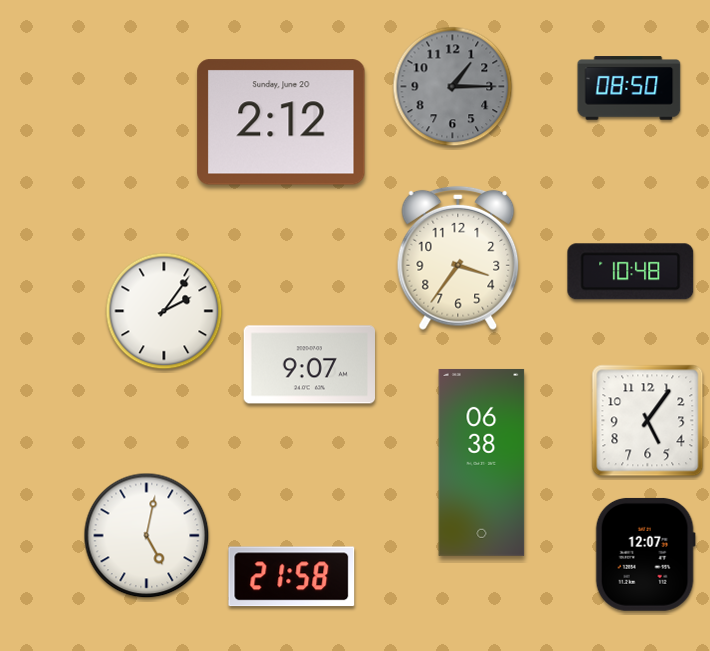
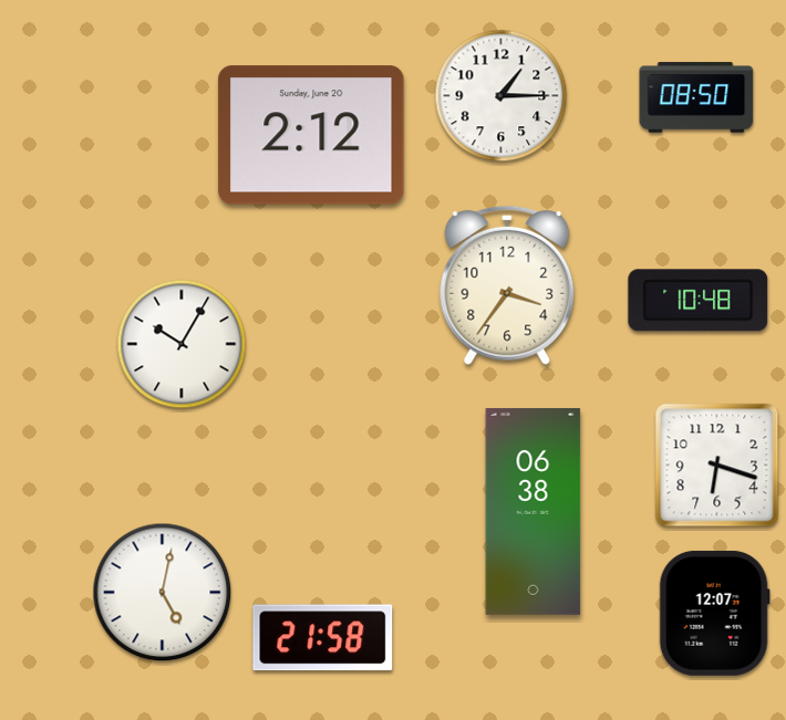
clock at (453, 87) dial: grey -> white
clock at (164, 311): 2:06 -> 10:05
clock at (310, 365): 9:07 -> none
clock at (648, 421): 5:06 -> 6:18
